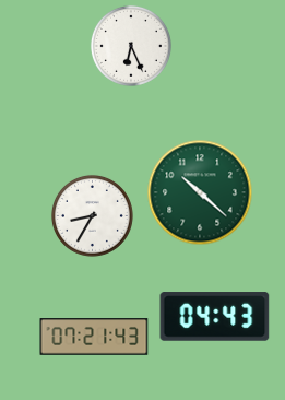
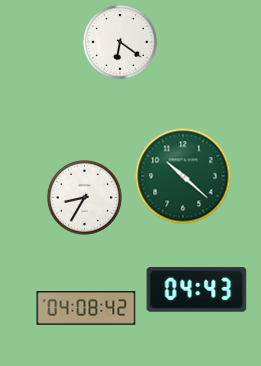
clock at (131, 46): 6:26 -> 6:21
clock at (94, 337): 07:21 -> 04:08
